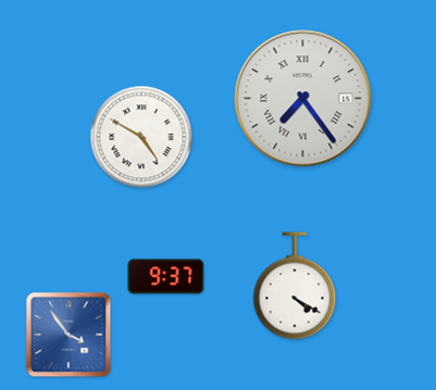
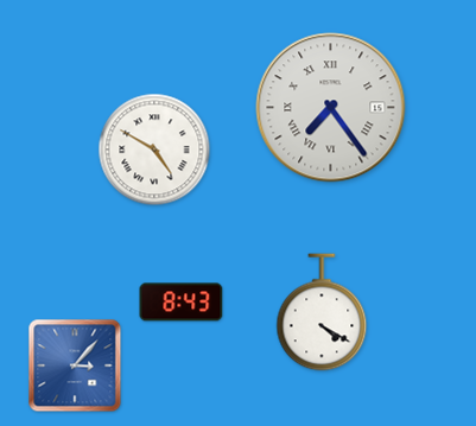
clock at (166, 277): 9:37 -> 8:43
clock at (68, 335): 3:54 -> 3:07
